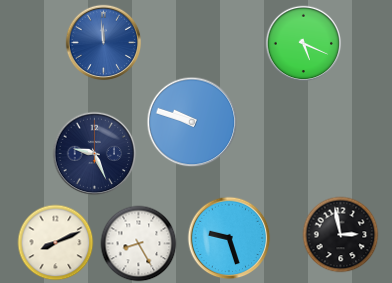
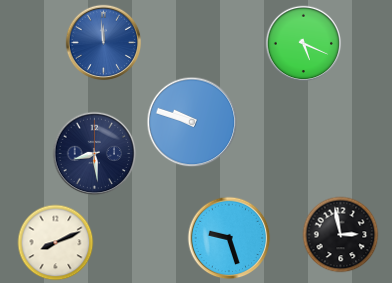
clock at (95, 154): 9:26 -> 8:29
clock at (139, 244): 8:25 -> none
